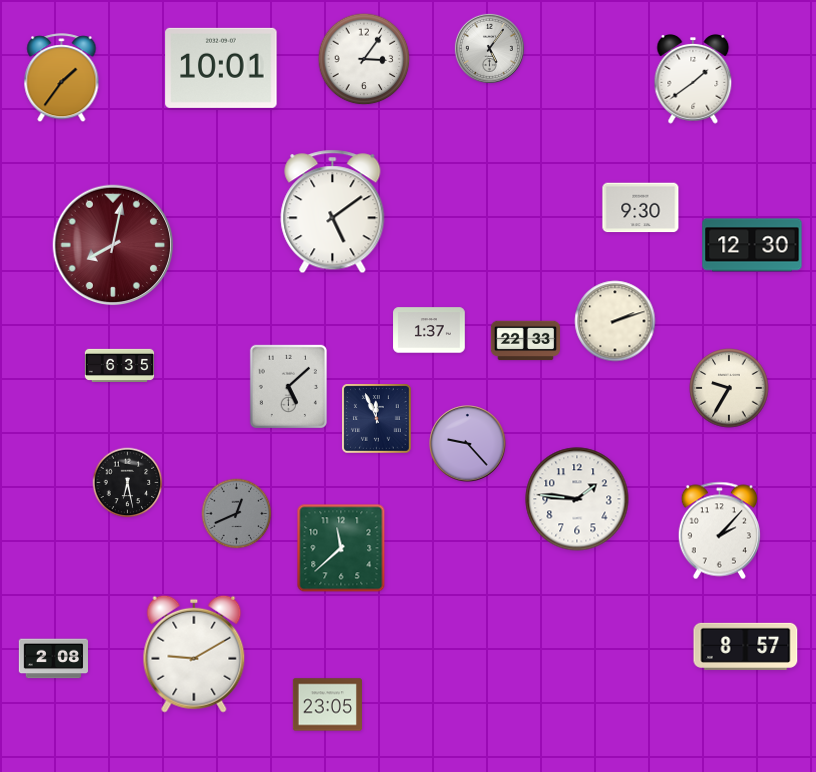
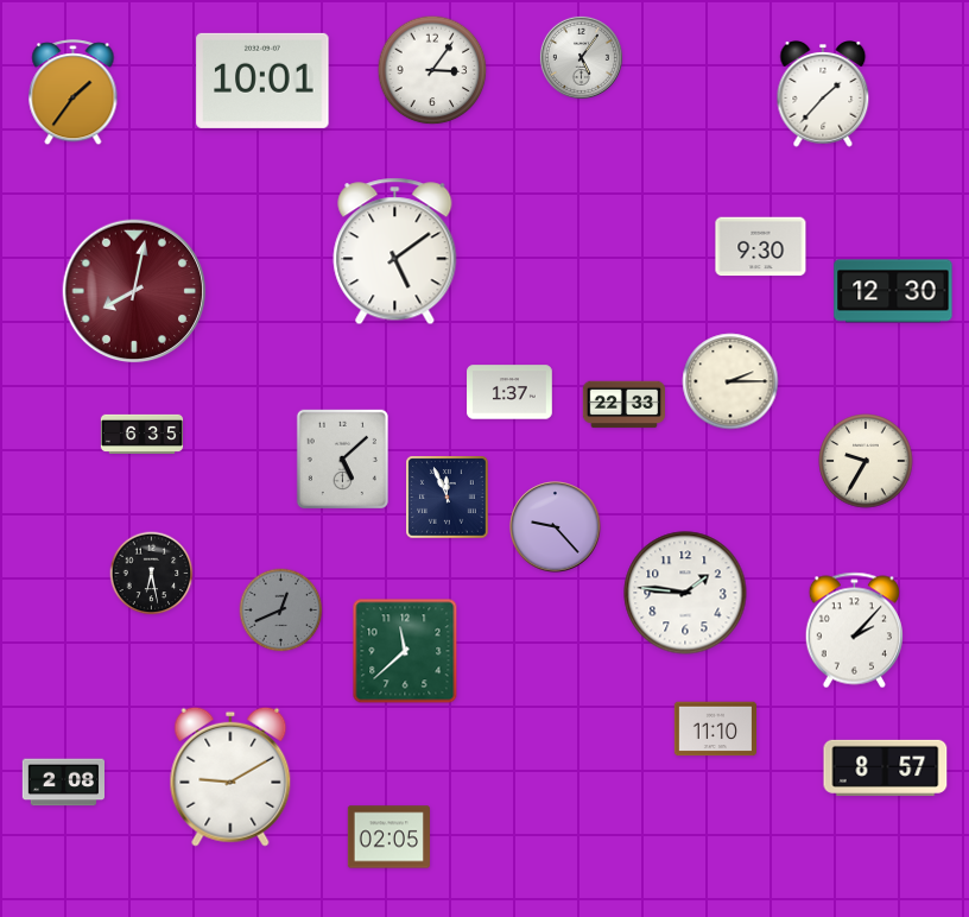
clock at (693, 80): 1:39 -> 1:37
clock at (615, 321): 2:12 -> 2:15
clock at (715, 729): none -> 11:10
clock at (327, 705): 23:05 -> 02:05
